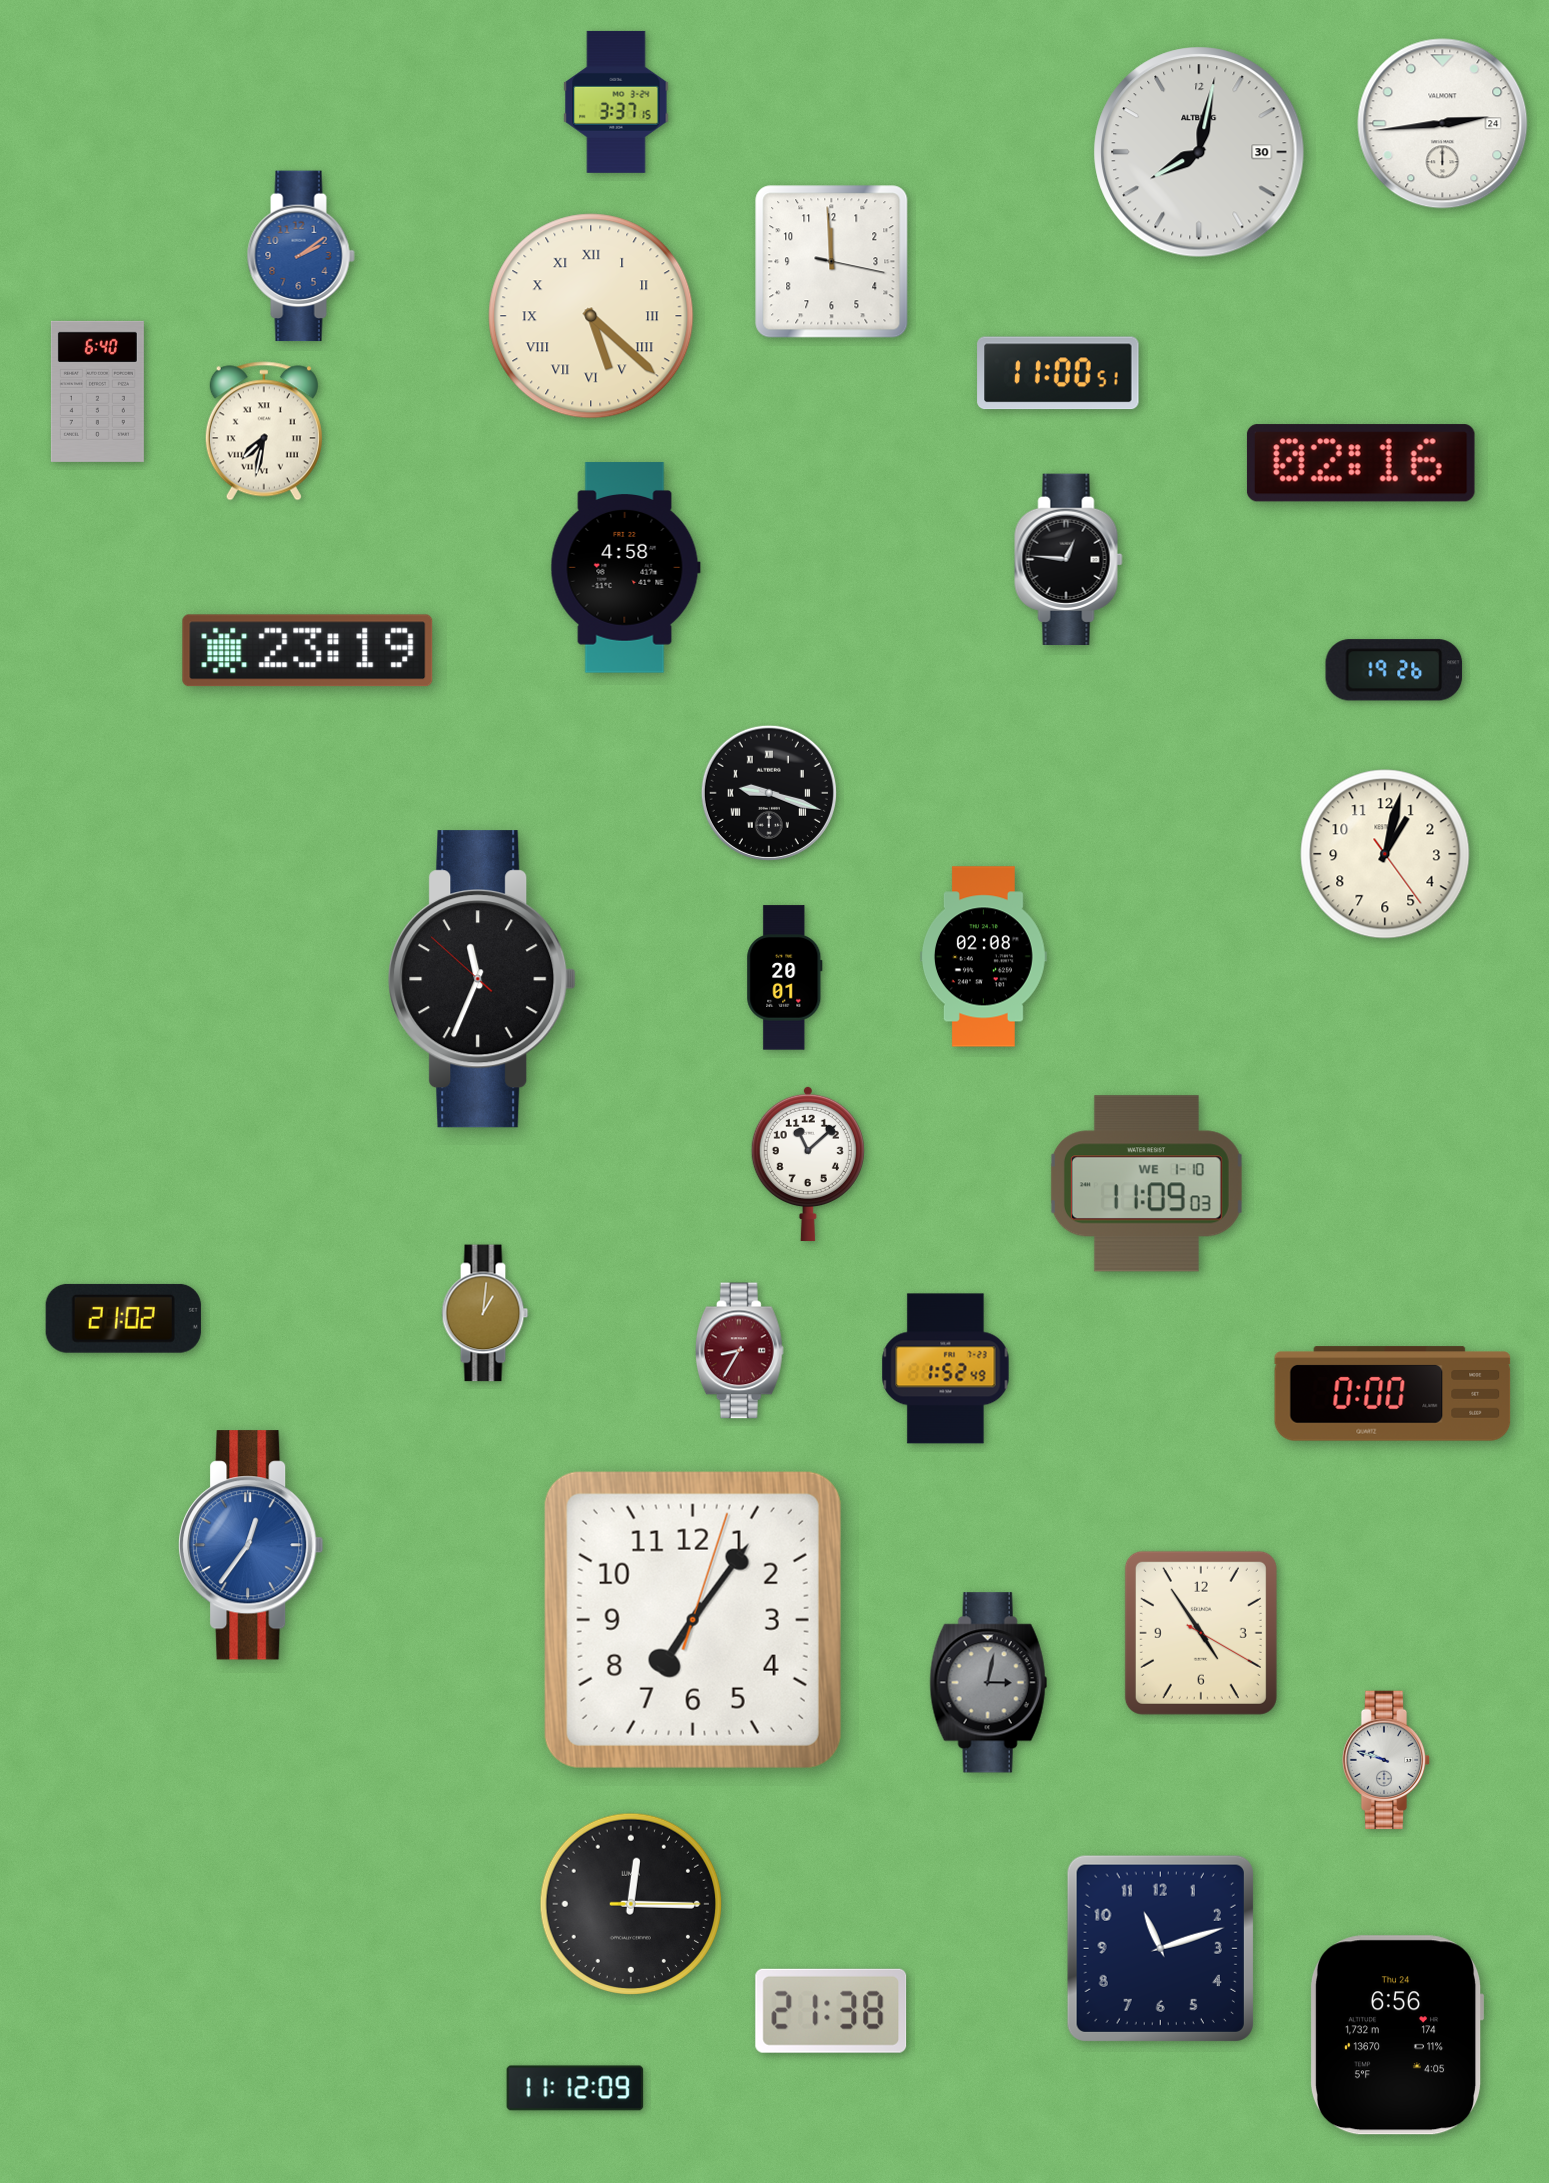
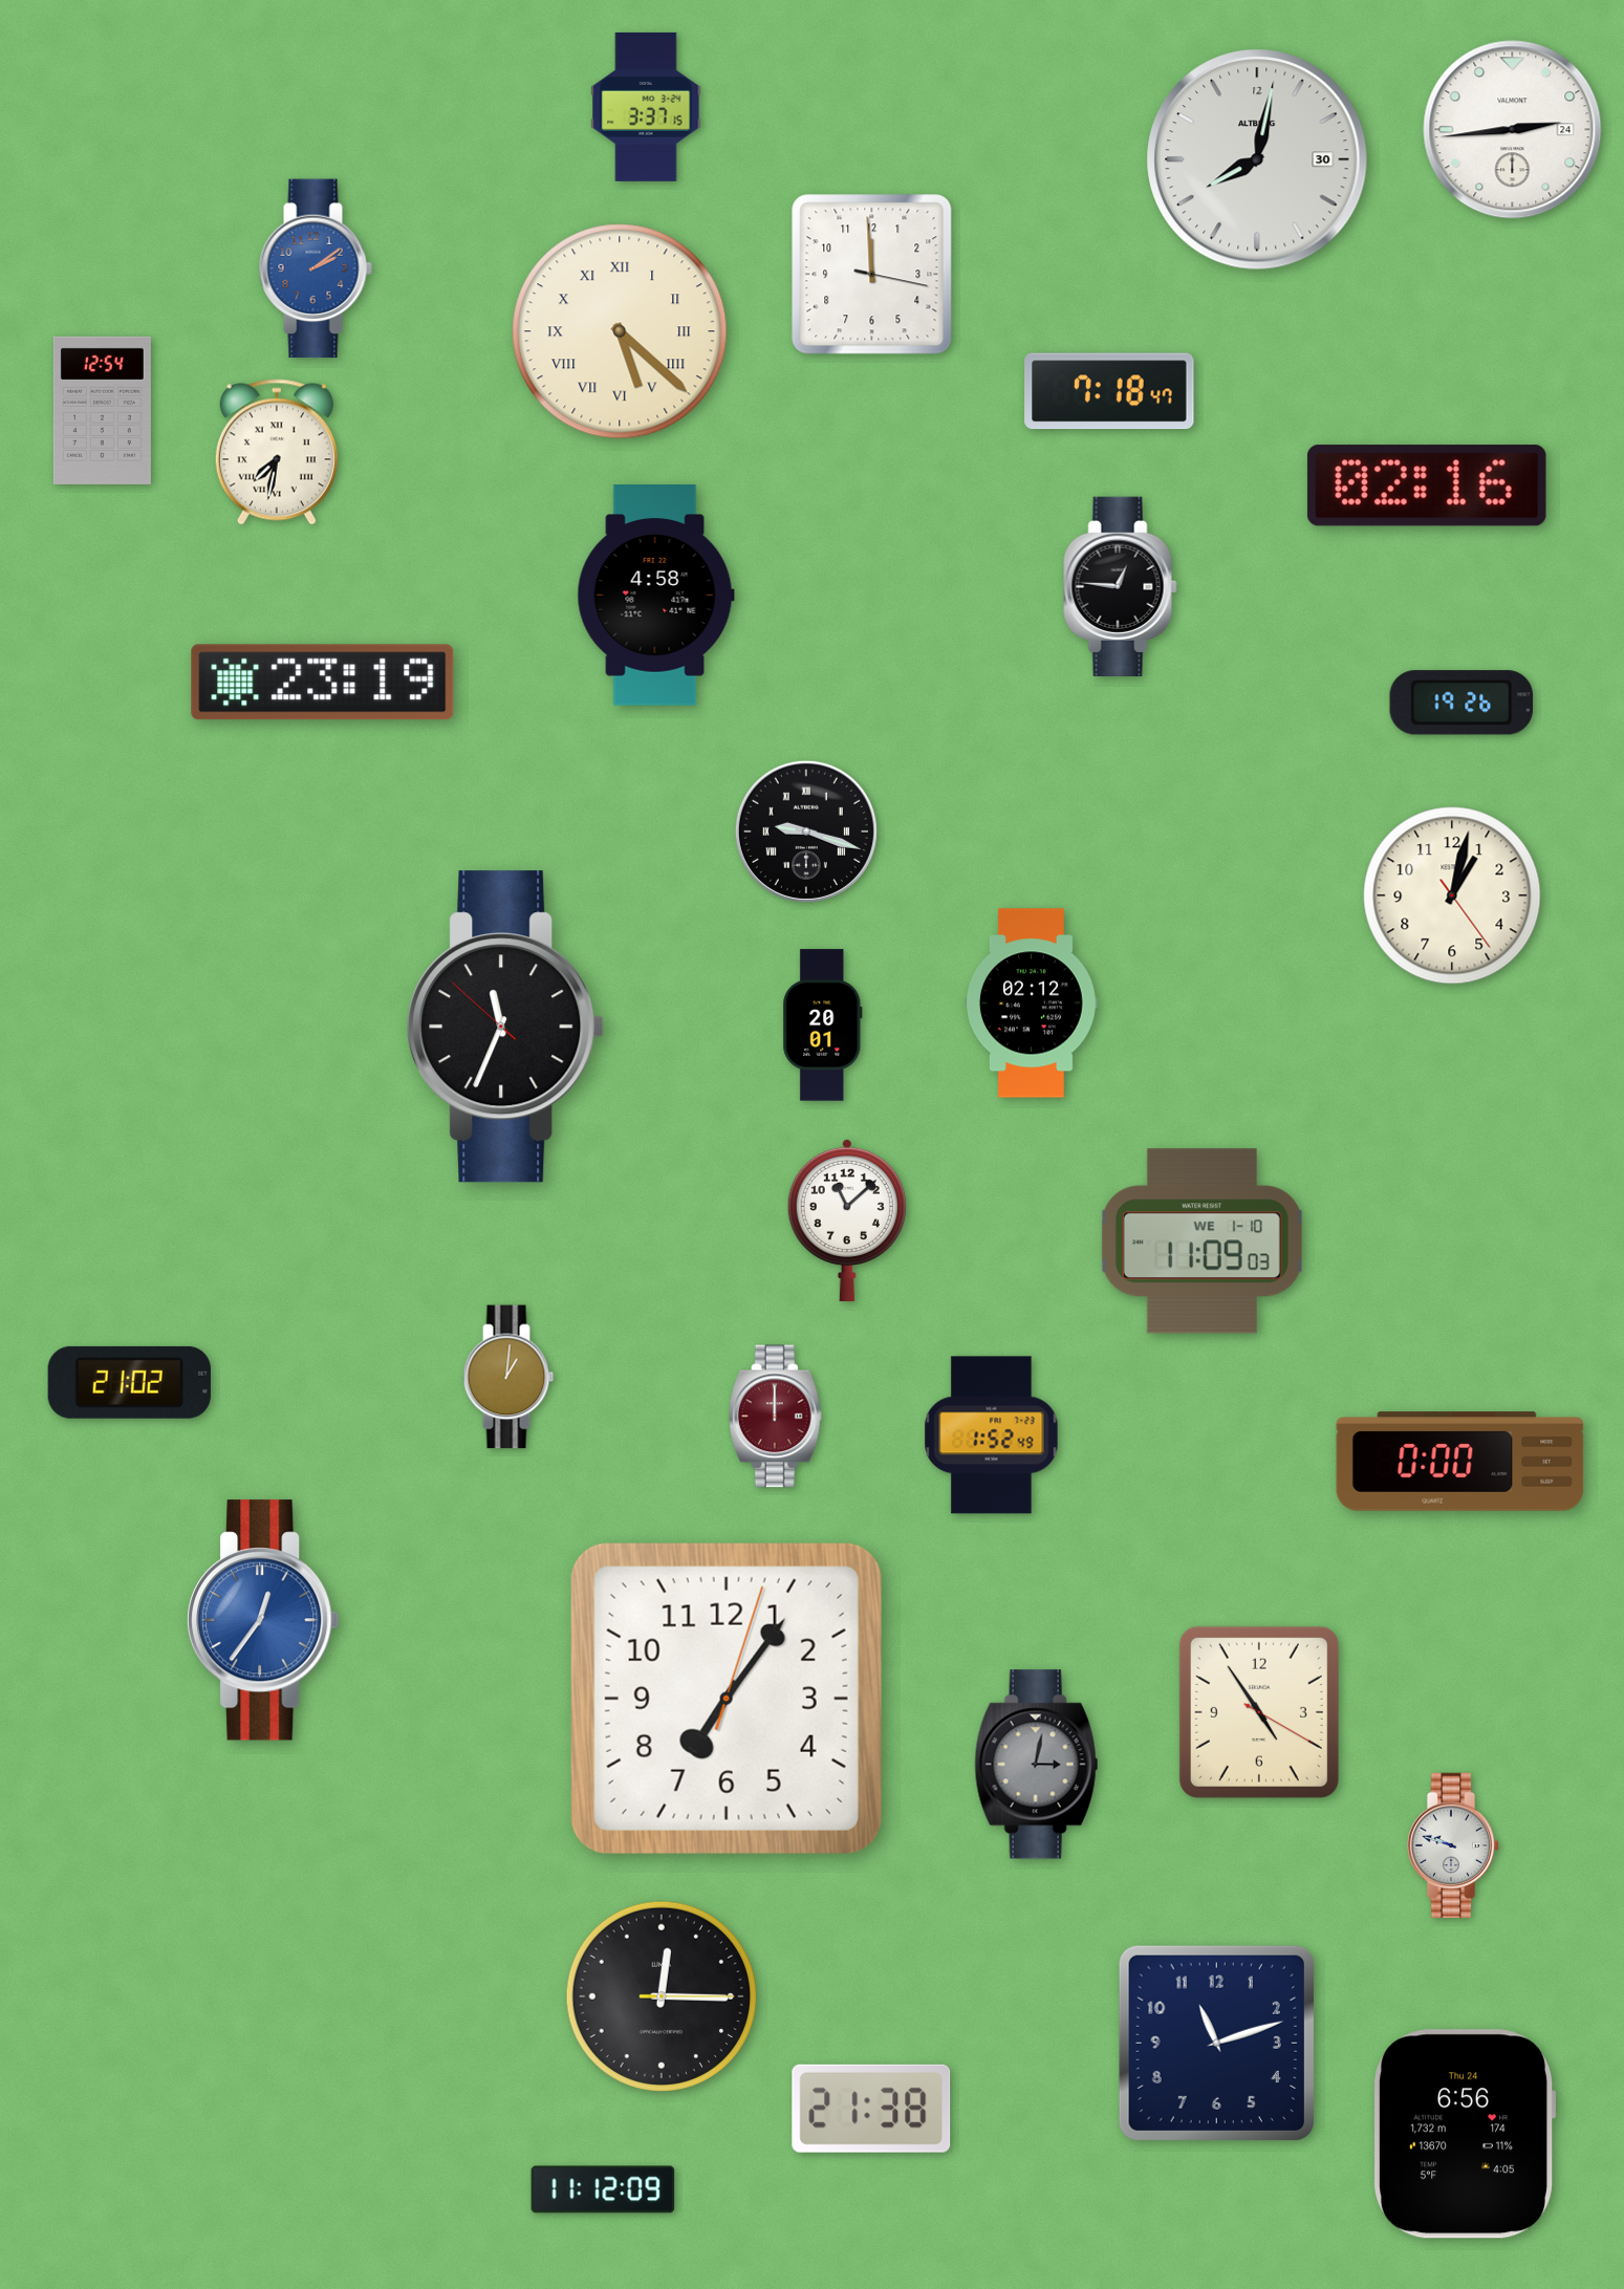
clock at (1058, 373): 11:00 -> 7:18
clock at (97, 391): 6:40 -> 12:54
clock at (984, 957): 02:08 -> 02:12
clock at (739, 1351): 8:35 -> 12:00
